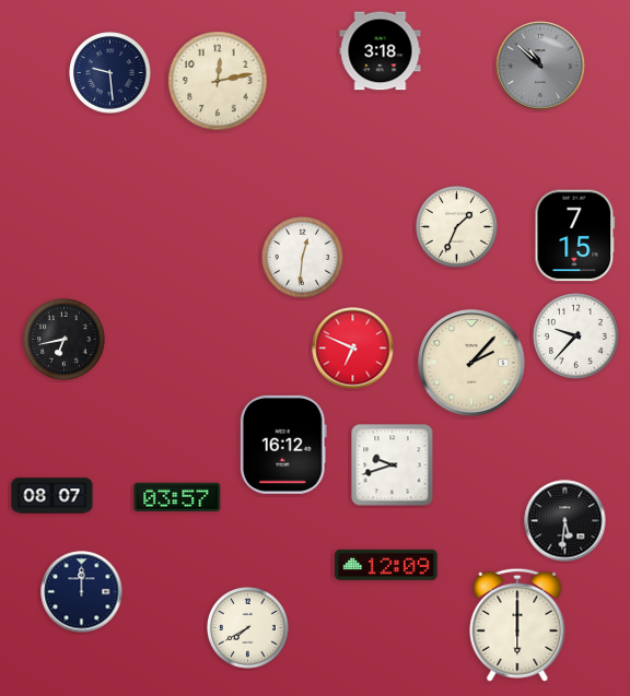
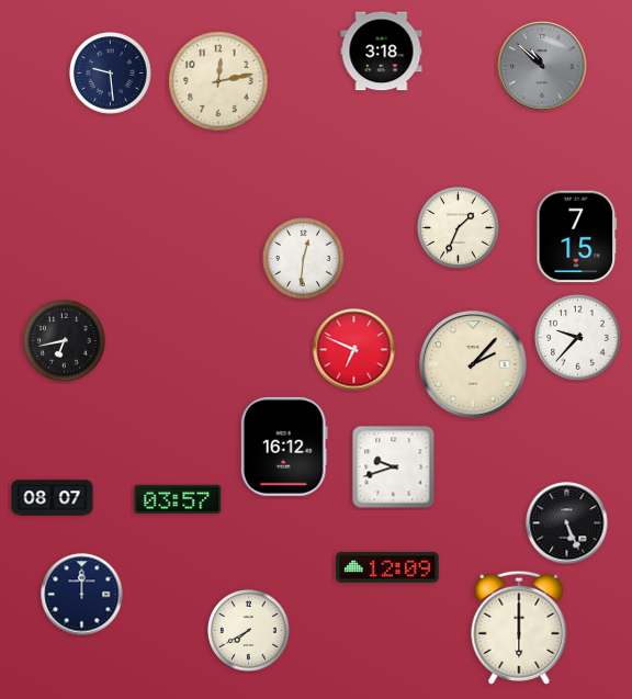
clock at (565, 521): 5:31 -> 5:26
